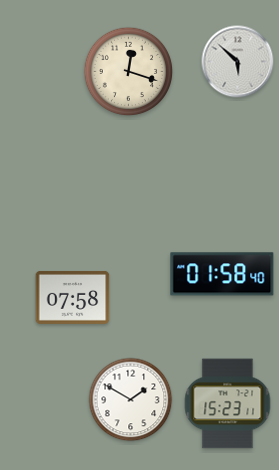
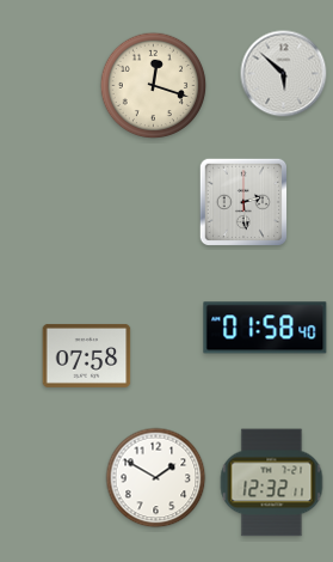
clock at (242, 201): none -> 2:29
clock at (228, 404): 15:23 -> 12:32
